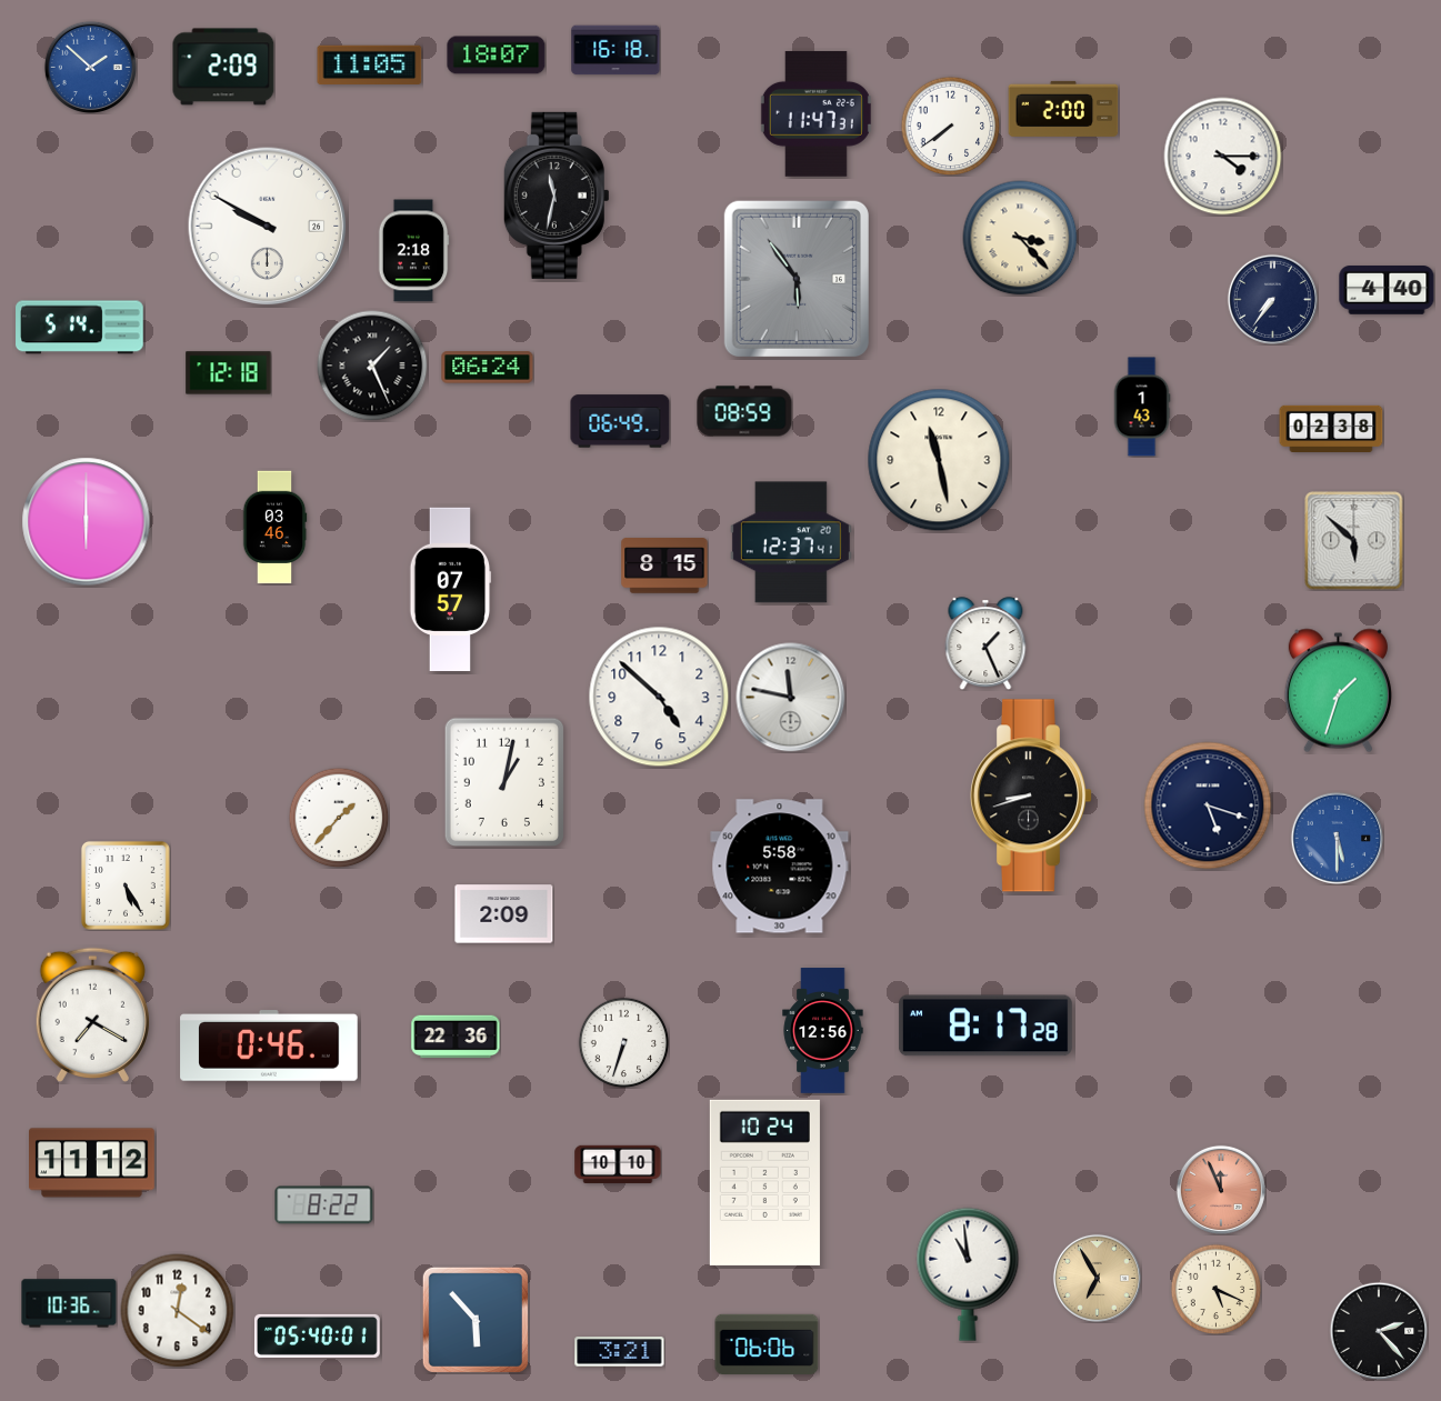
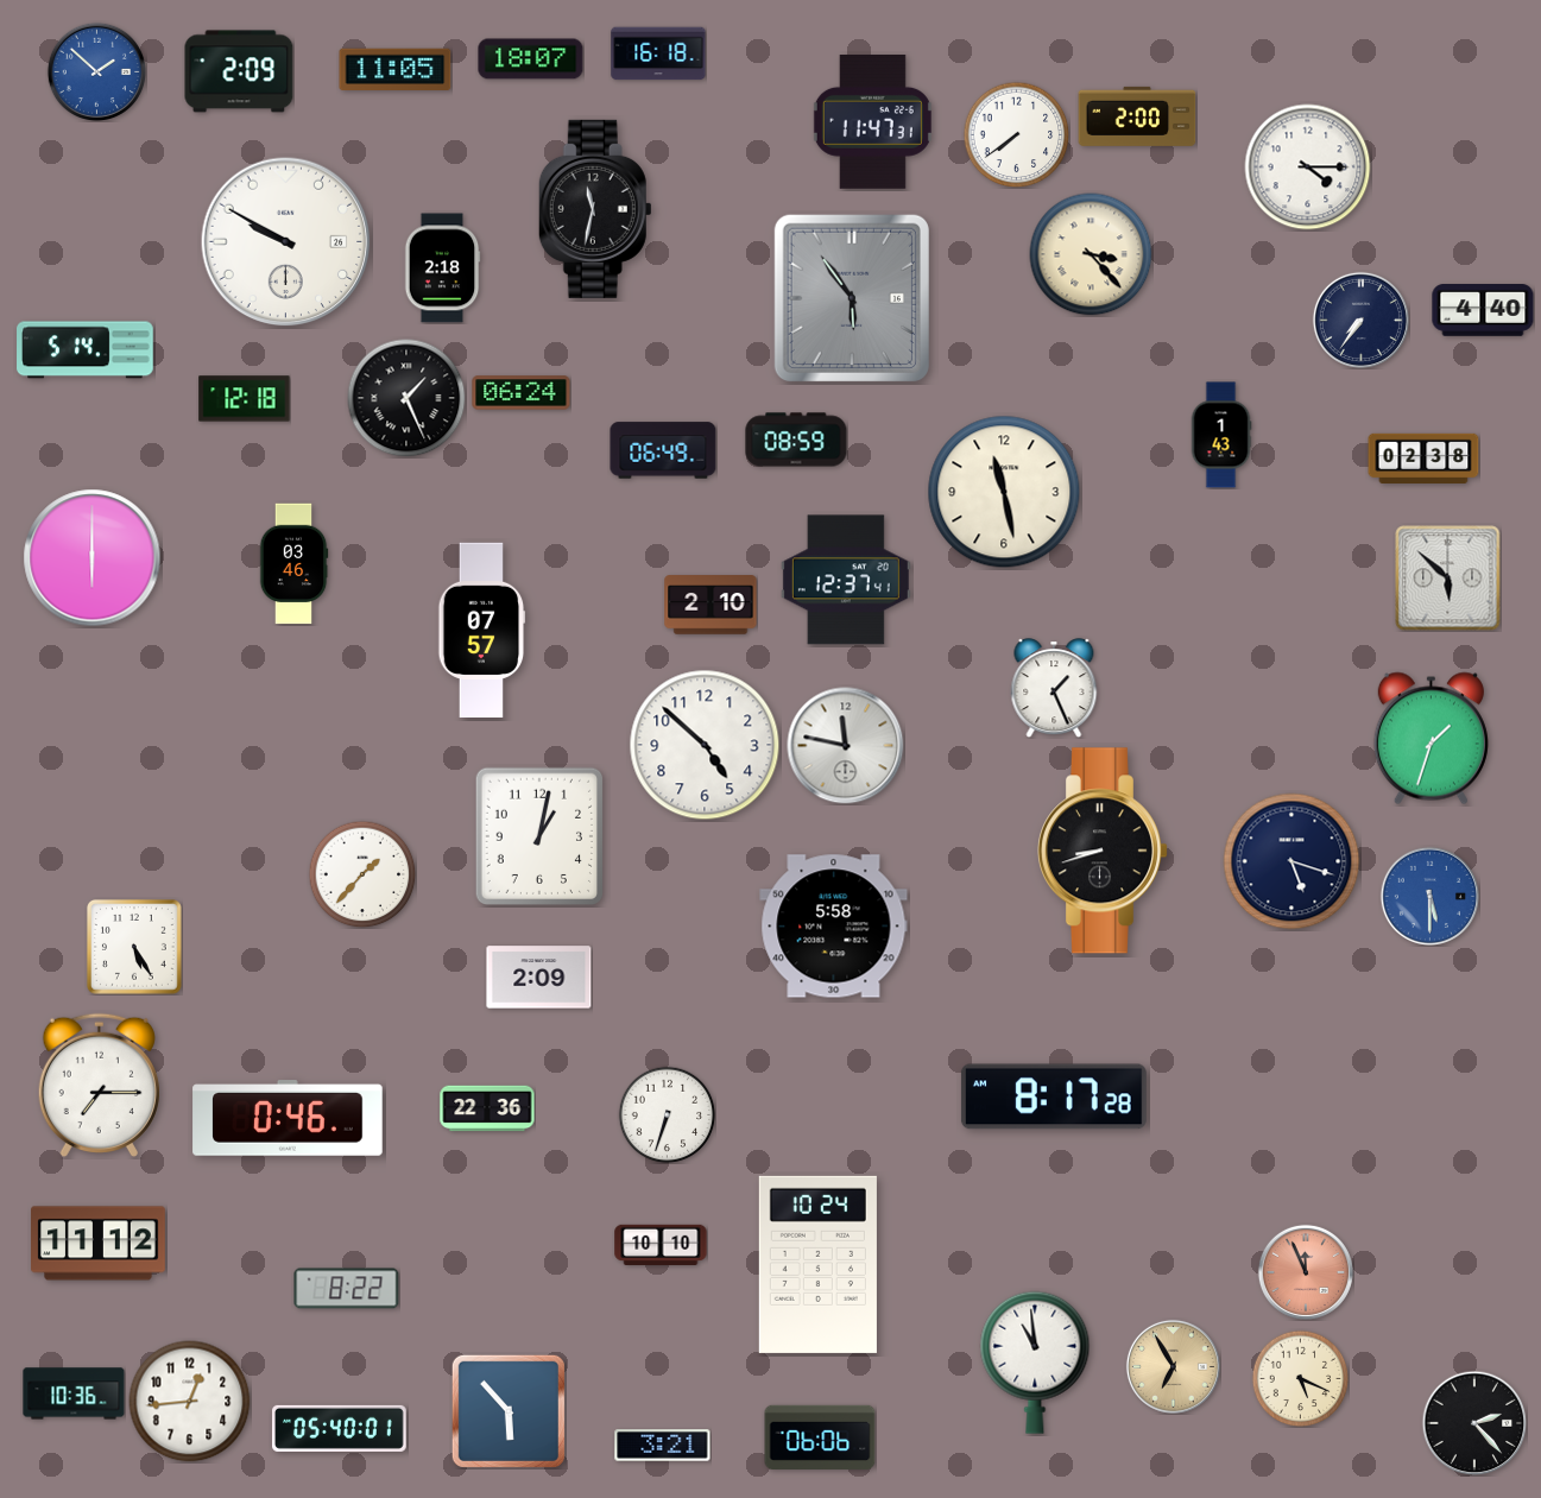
clock at (372, 366) position: (372, 366) -> (406, 398)
clock at (664, 566): 8:15 -> 2:10
clock at (92, 1015): 7:20 -> 7:15
clock at (823, 1031): 12:56 -> none
clock at (178, 1311): 12:21 -> 12:44
